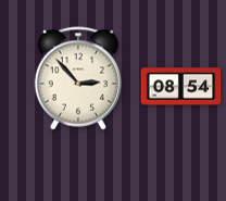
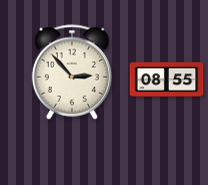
clock at (181, 87): 08:54 -> 08:55
